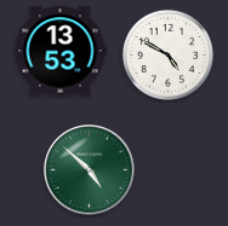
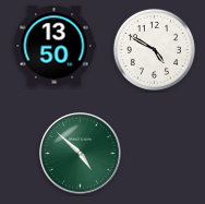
clock at (61, 51): 13:53 -> 13:50
clock at (167, 54) position: (167, 54) -> (154, 49)
